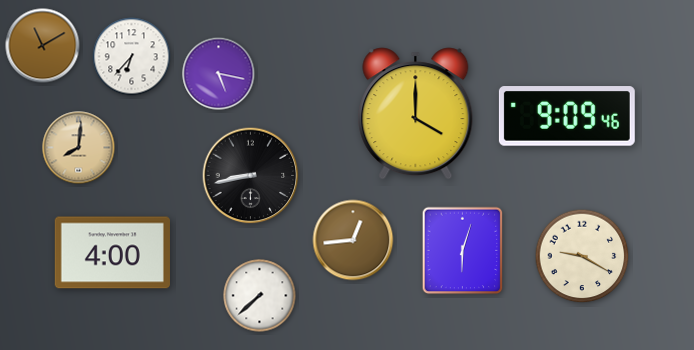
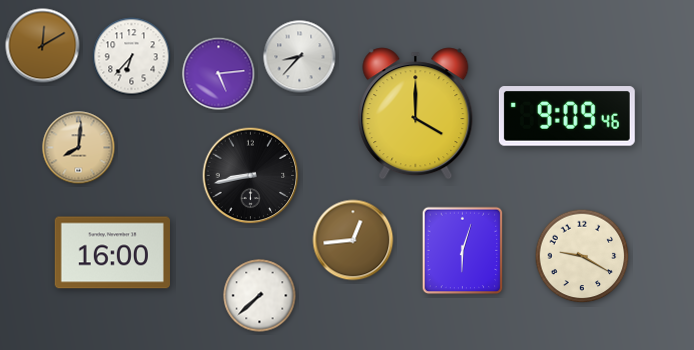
clock at (43, 46): 11:10 -> 12:10
clock at (300, 57): none -> 8:37
clock at (219, 74): 5:17 -> 5:14
clock at (112, 253): 4:00 -> 16:00
